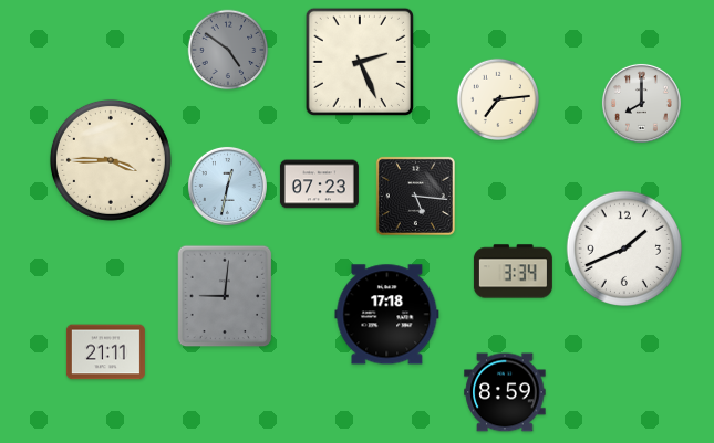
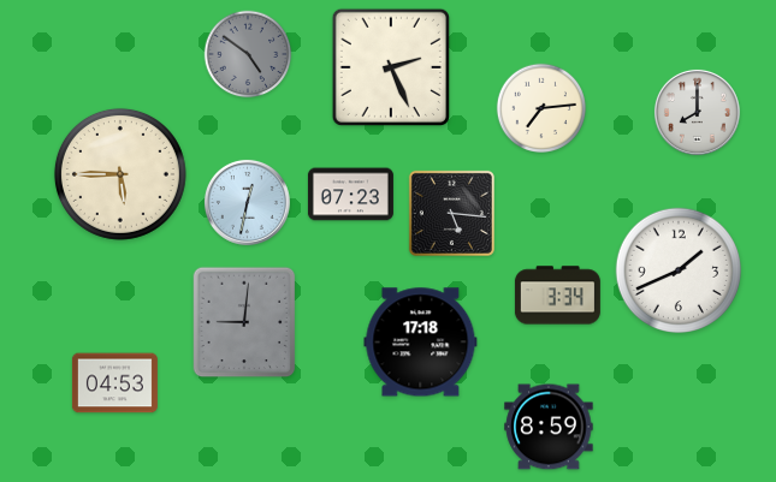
clock at (111, 160): 3:45 -> 5:45
clock at (319, 184) position: (319, 184) -> (350, 195)
clock at (105, 352): 21:11 -> 04:53
